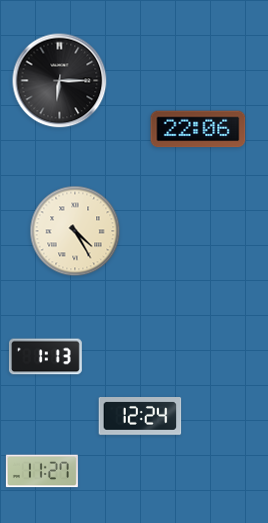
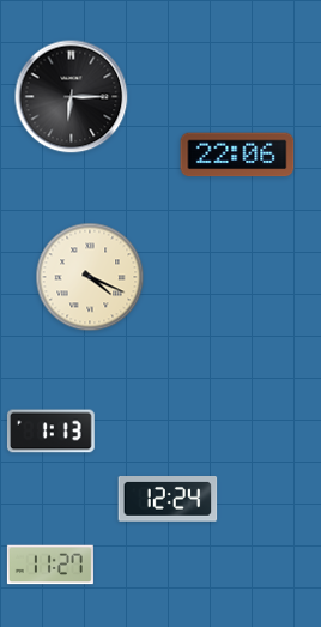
clock at (75, 231): 4:25 -> 4:19
clock at (45, 357) position: (45, 357) -> (50, 432)
